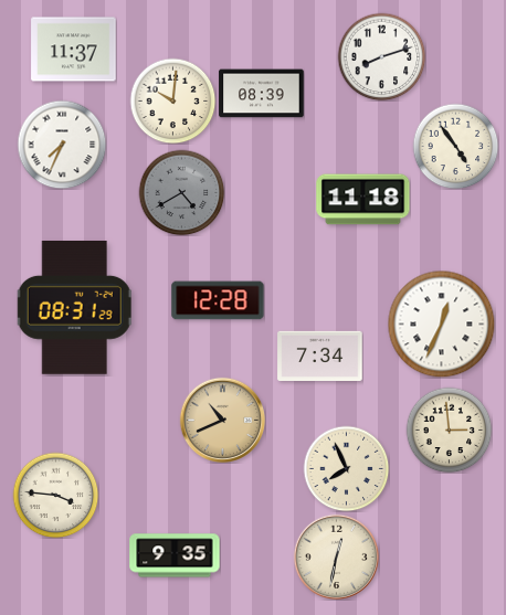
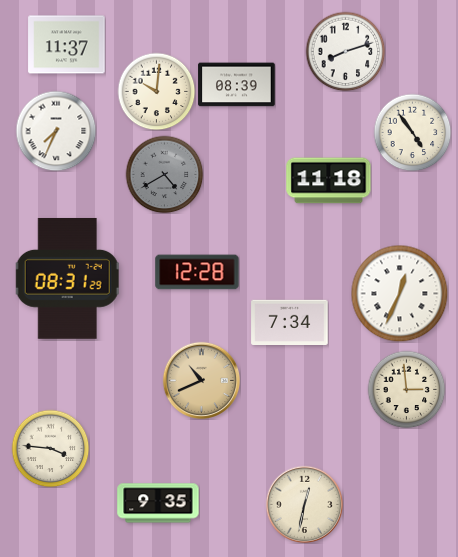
clock at (346, 468): 7:56 -> none
